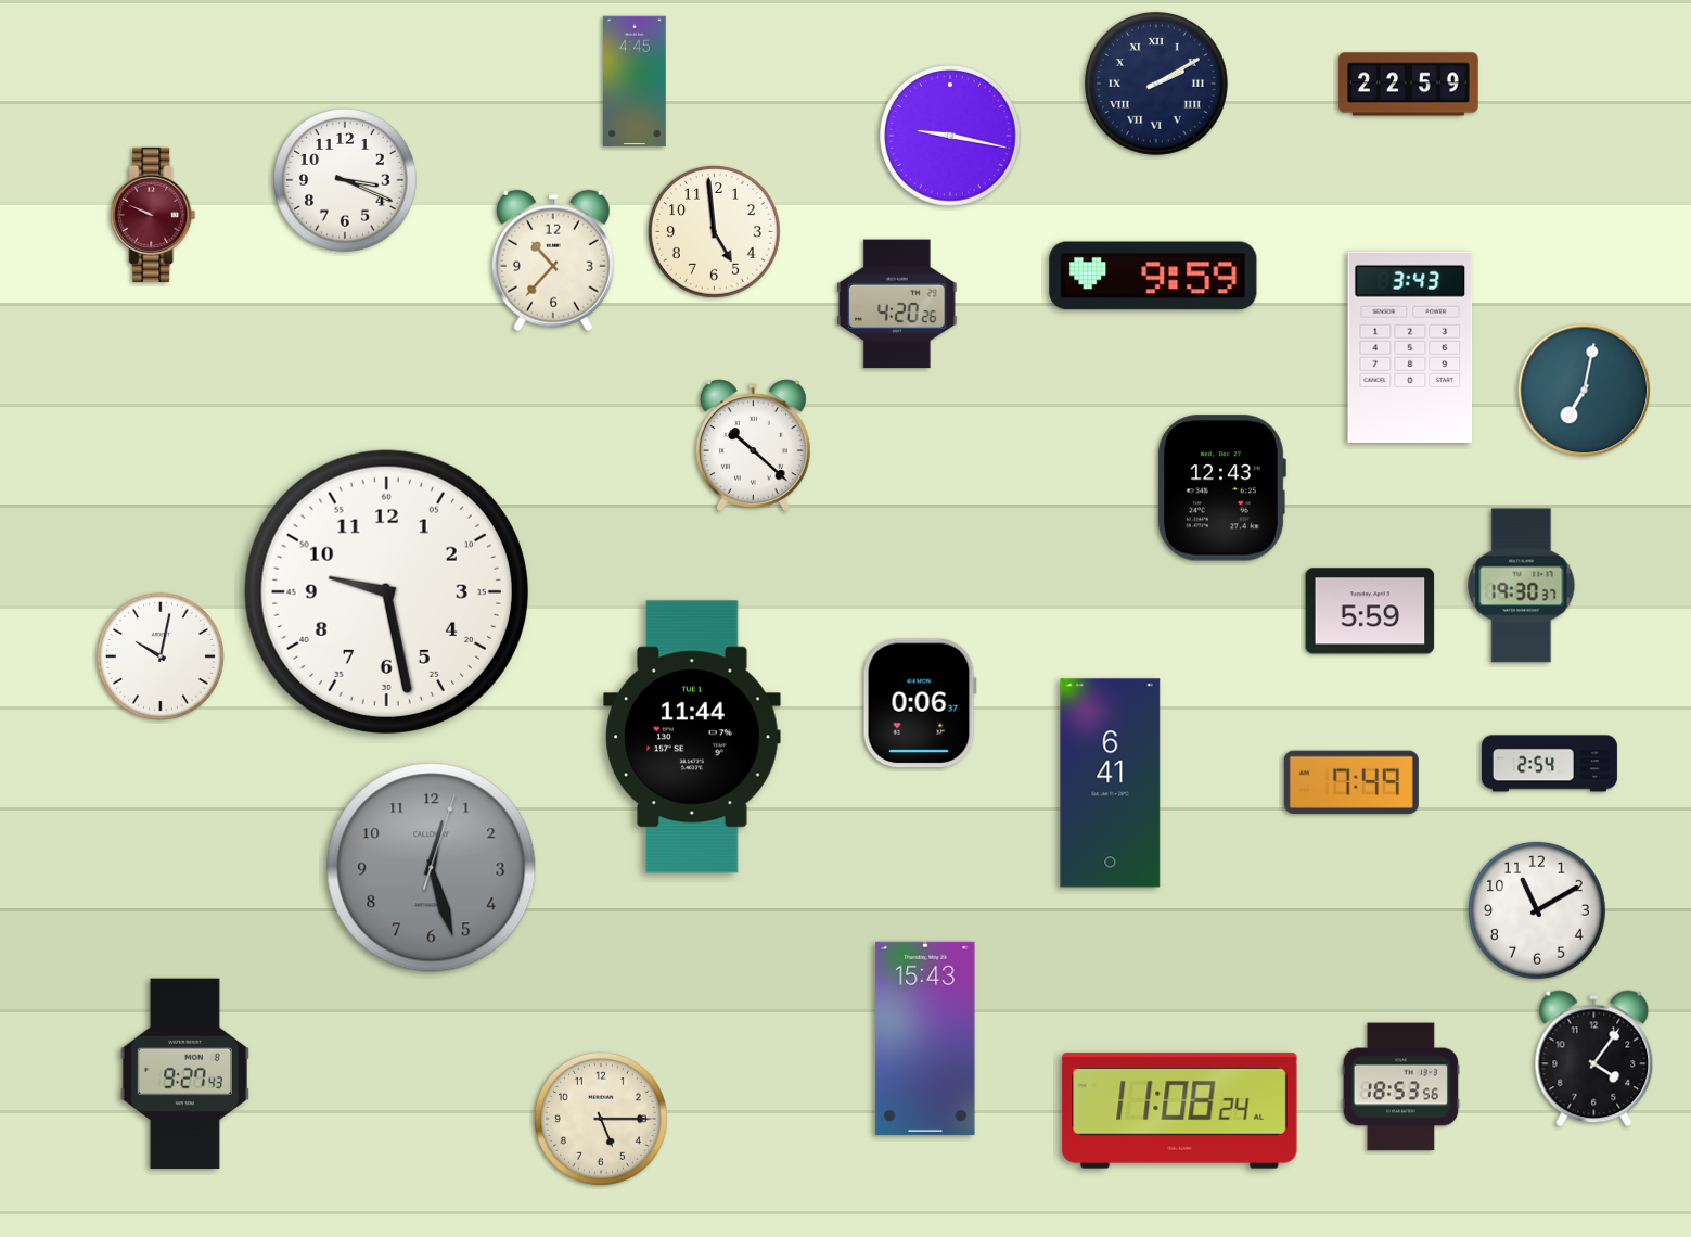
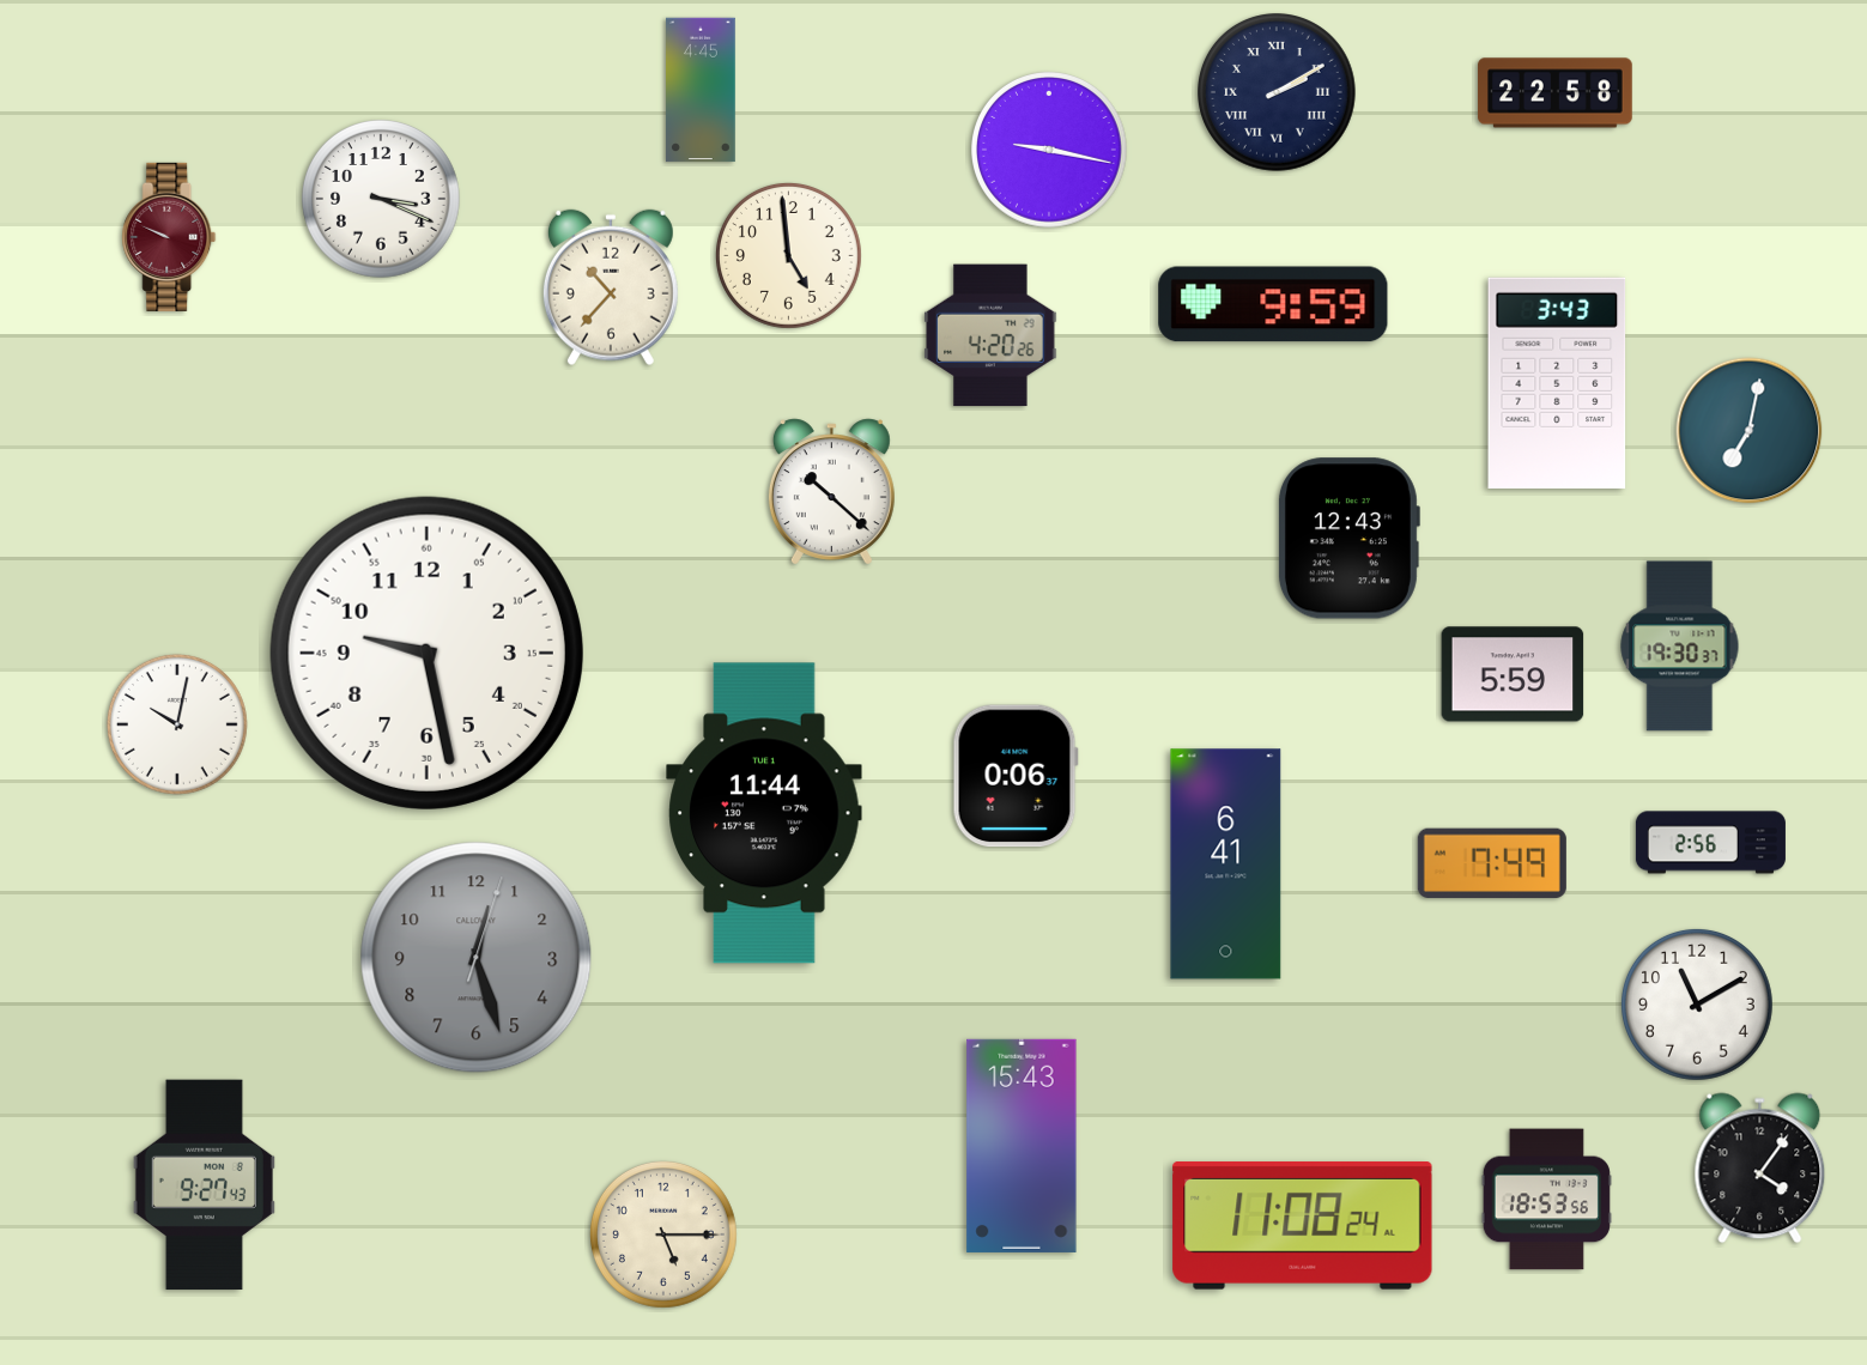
clock at (1409, 85): 22:59 -> 22:58
clock at (1549, 764): 2:54 -> 2:56
